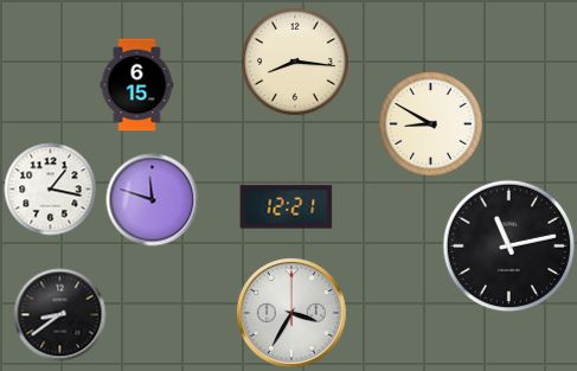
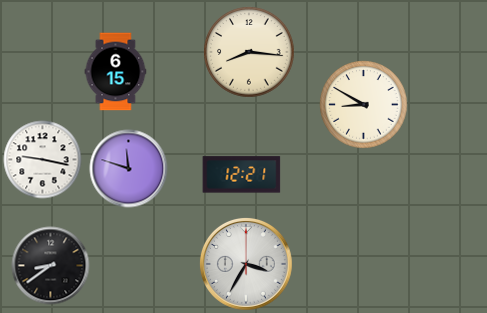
clock at (50, 188): 1:17 -> 9:17
clock at (508, 245): 11:13 -> none
